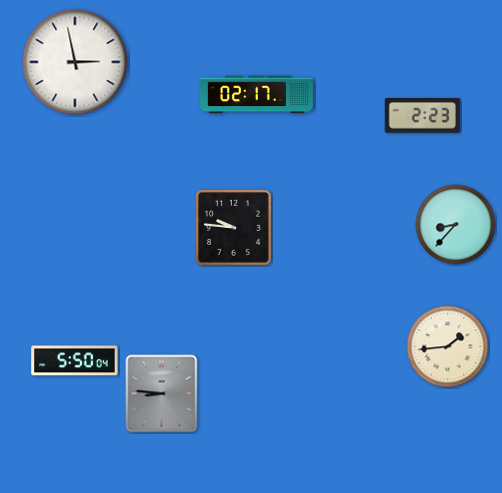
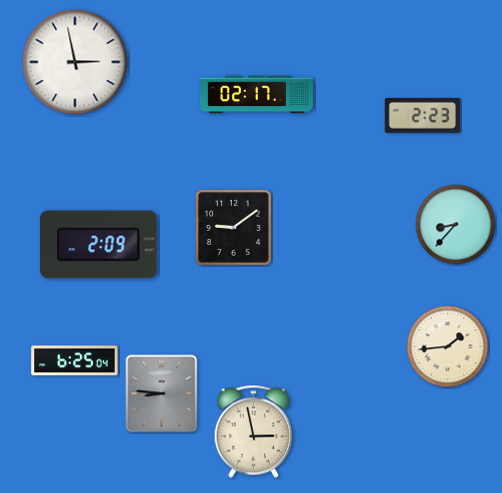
clock at (233, 227): 9:46 -> 9:09
clock at (99, 245): none -> 2:09
clock at (75, 361): 5:50 -> 6:25
clock at (253, 431): none -> 2:58
